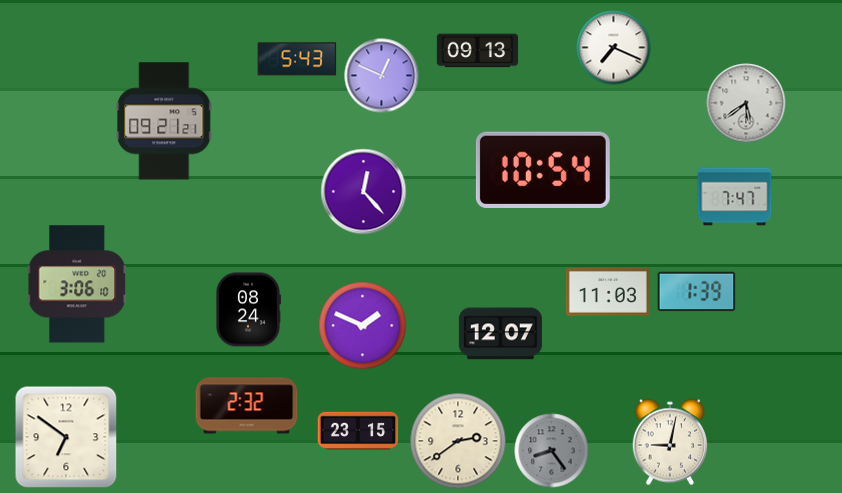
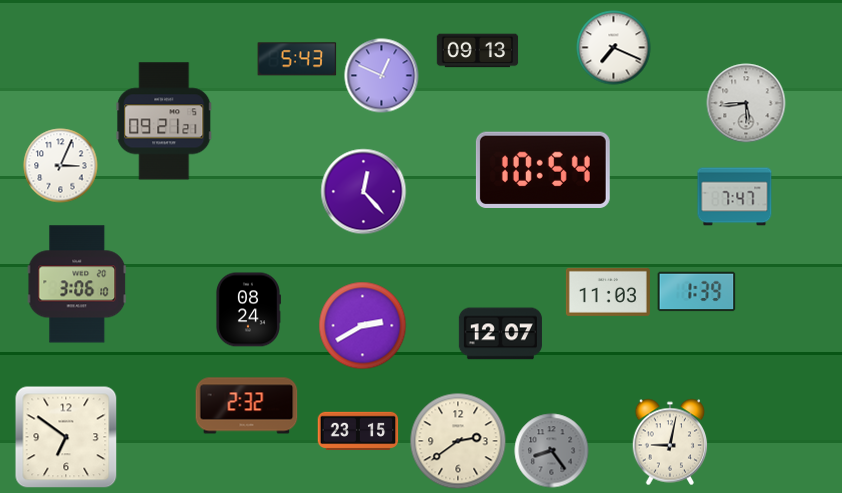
clock at (746, 103): 5:39 -> 5:44
clock at (61, 166): none -> 3:04
clock at (363, 326): 1:49 -> 2:40
